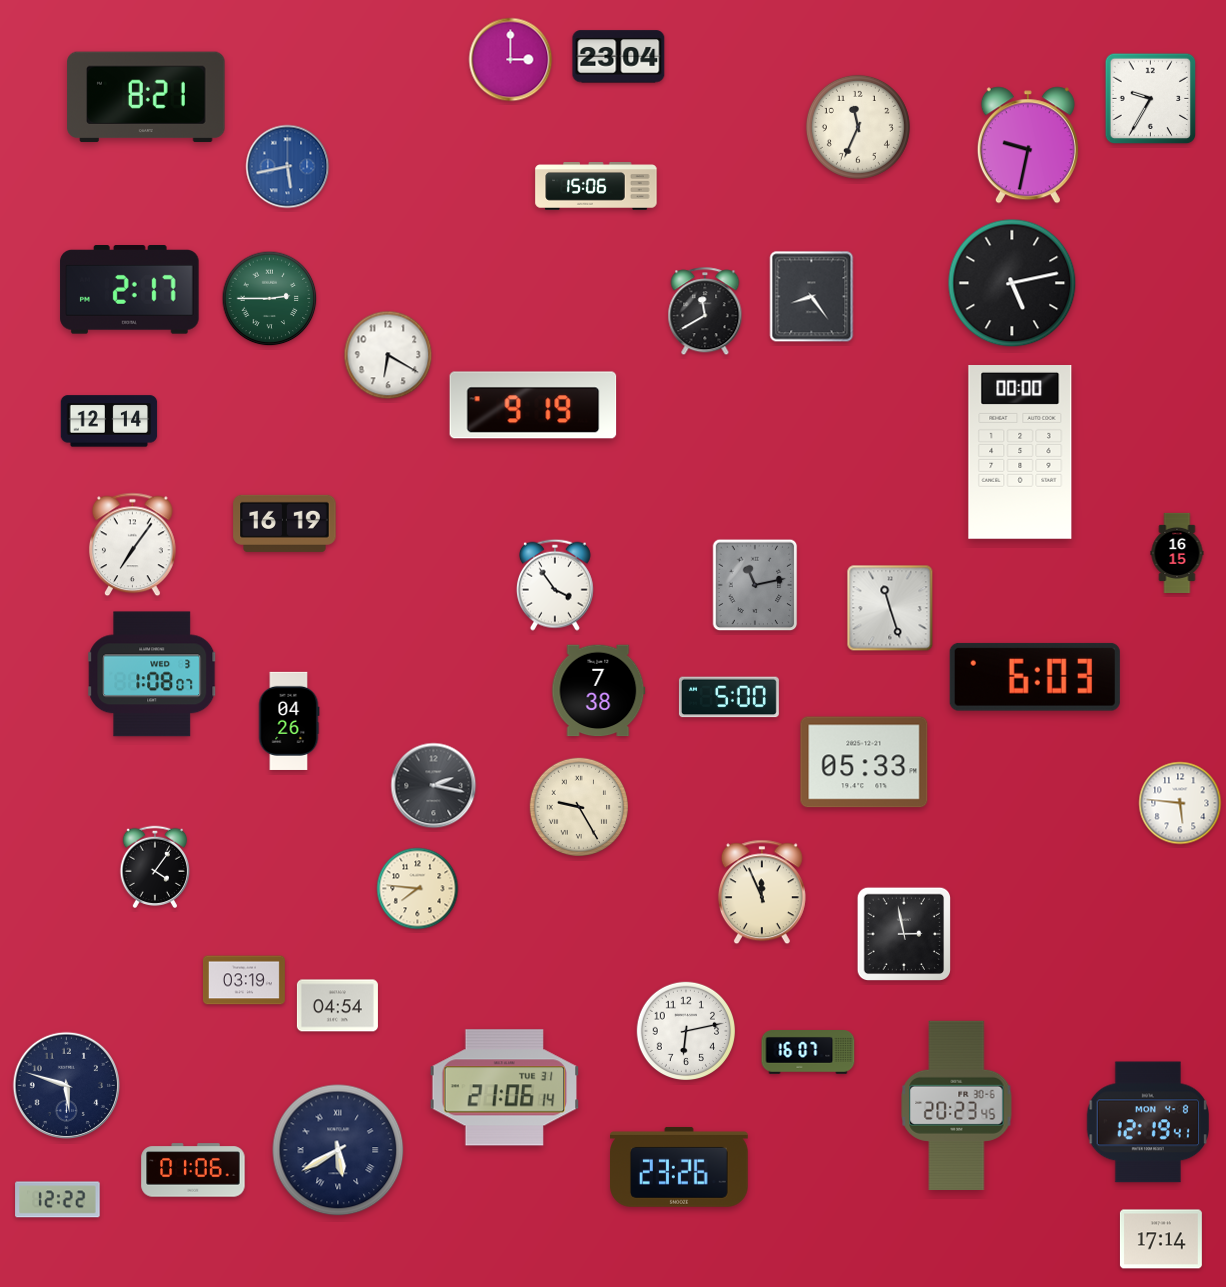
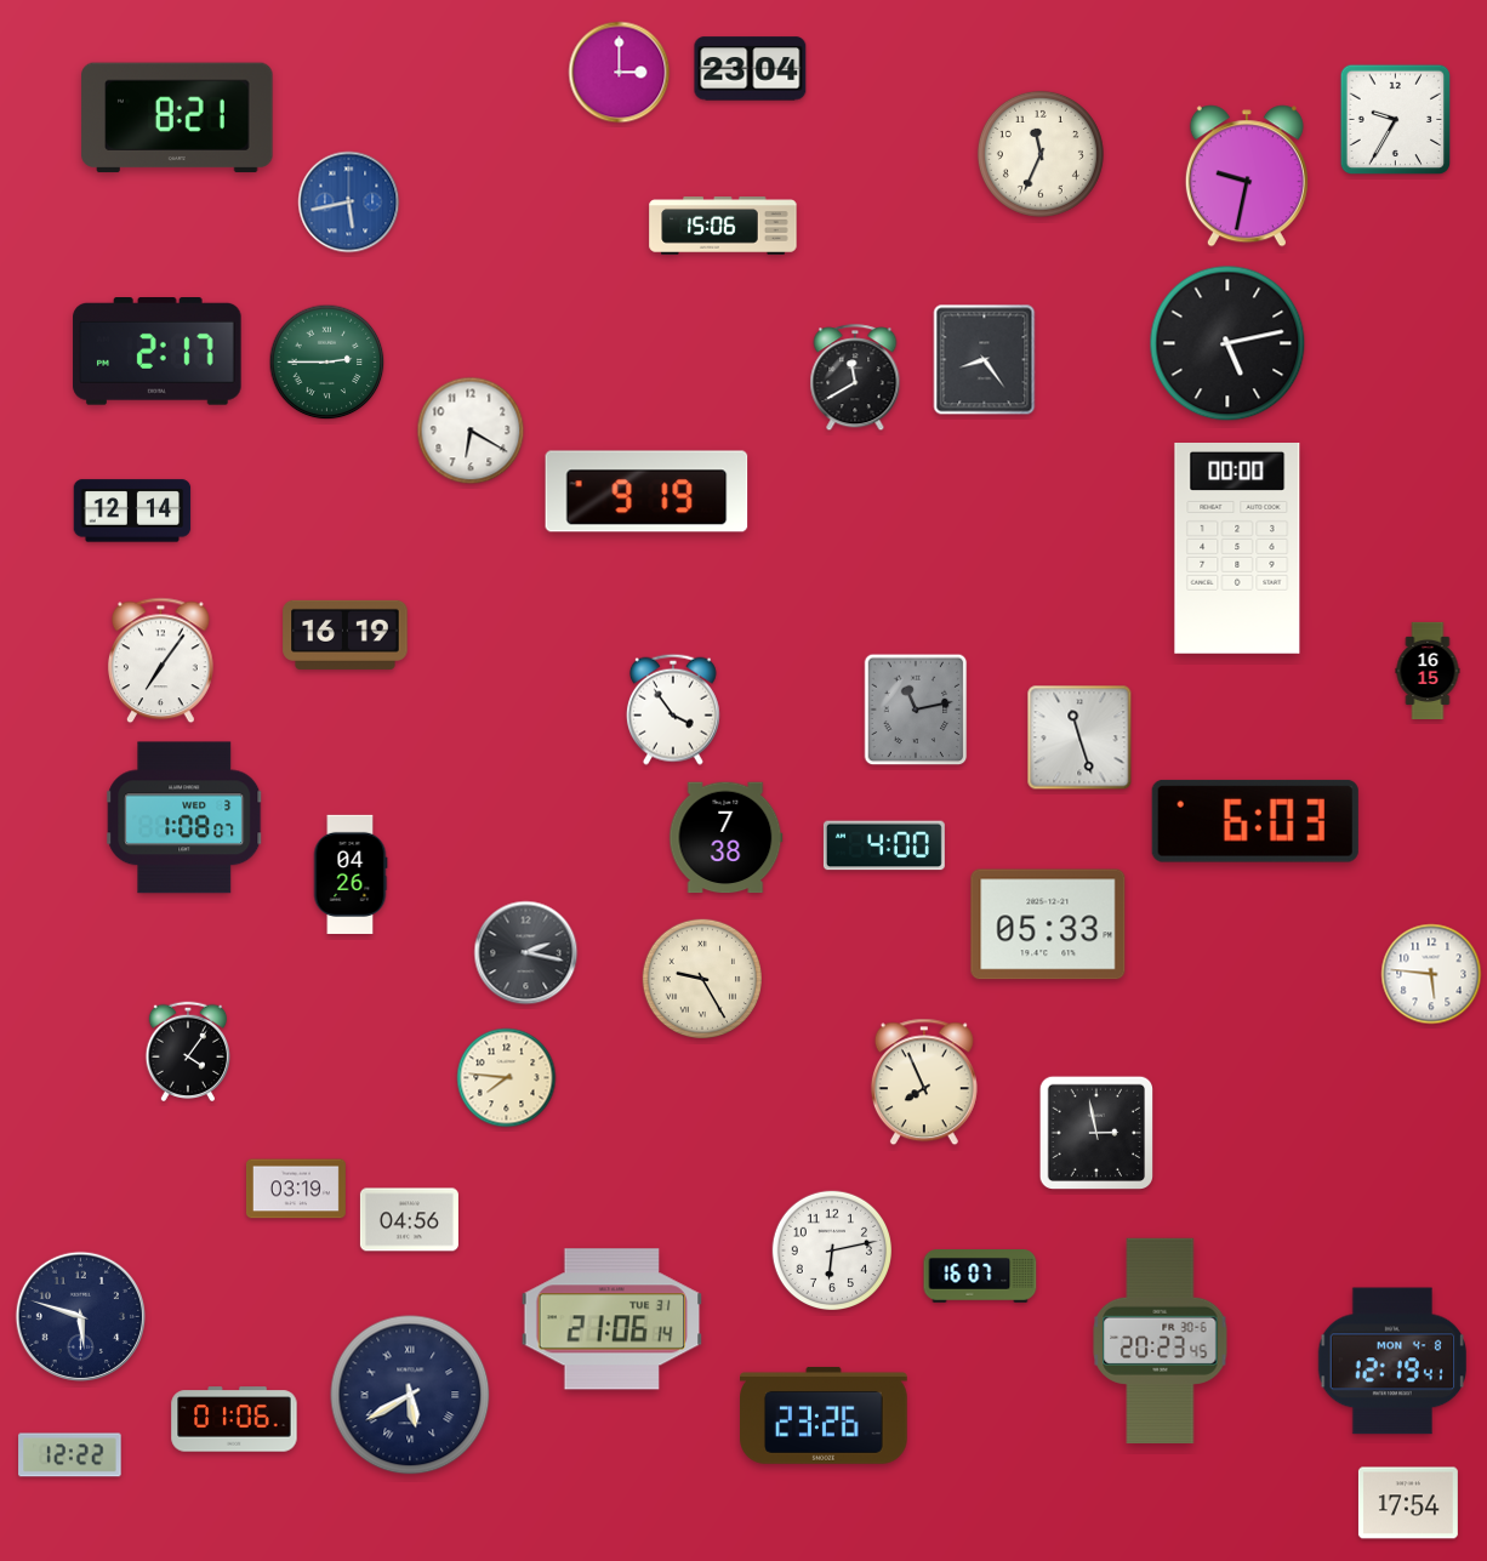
clock at (729, 697): 5:00 -> 4:00
clock at (762, 892): 11:56 -> 7:56
clock at (337, 1006): 04:54 -> 04:56
clock at (1161, 1239): 17:14 -> 17:54
